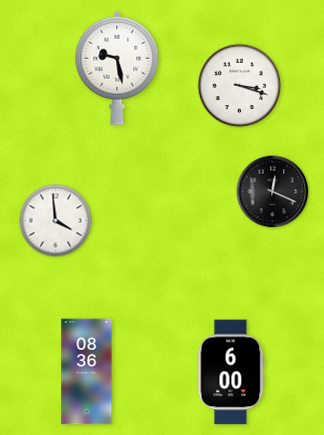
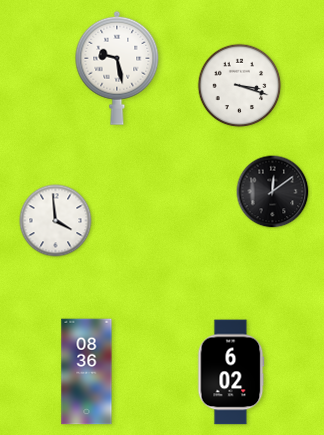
clock at (273, 192): 12:19 -> 12:09
clock at (231, 372): 6:00 -> 6:02
